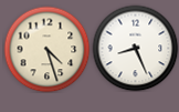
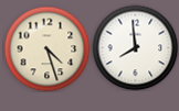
clock at (135, 48): 8:26 -> 7:59
